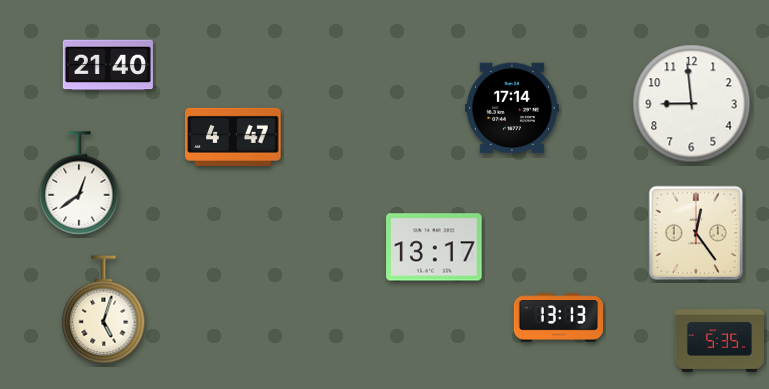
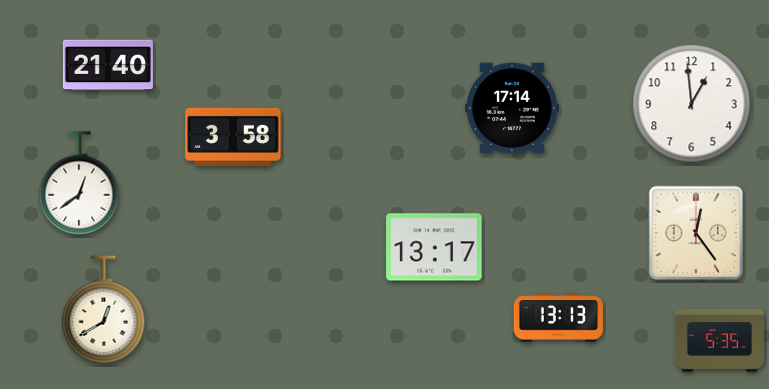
clock at (692, 104): 8:59 -> 12:59
clock at (233, 137): 4:47 -> 3:58
clock at (104, 310): 5:03 -> 12:40
